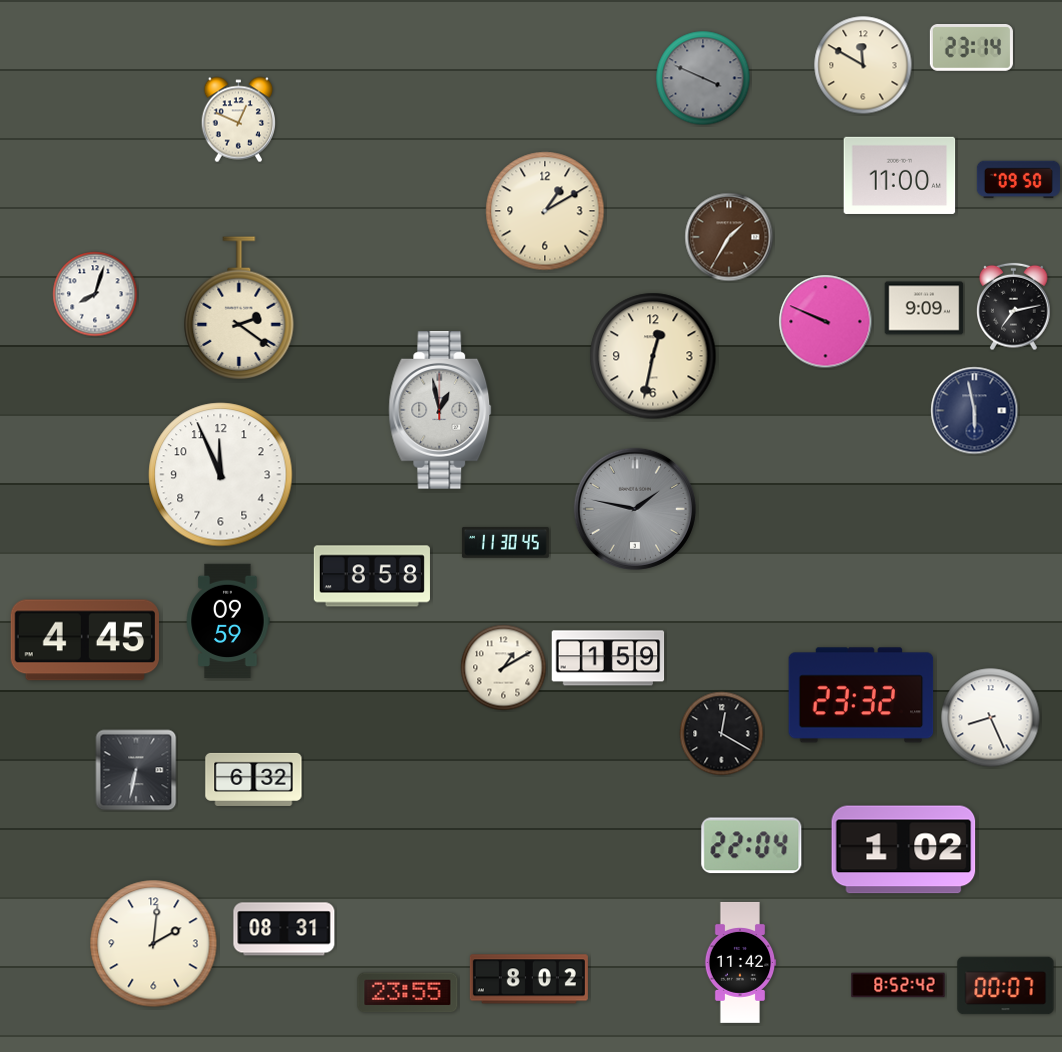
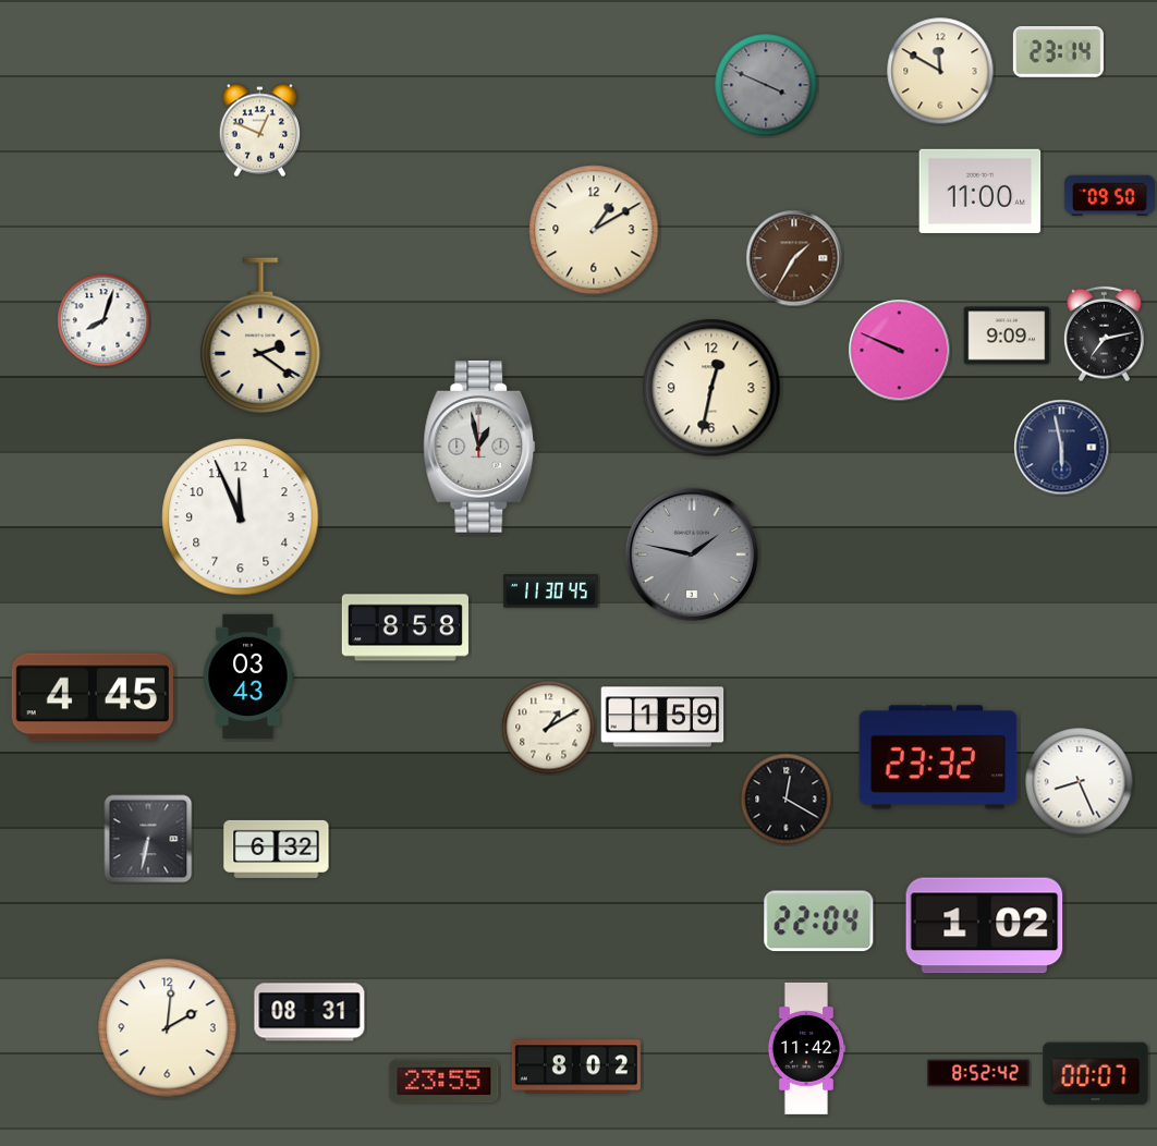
clock at (228, 621): 09:59 -> 03:43
